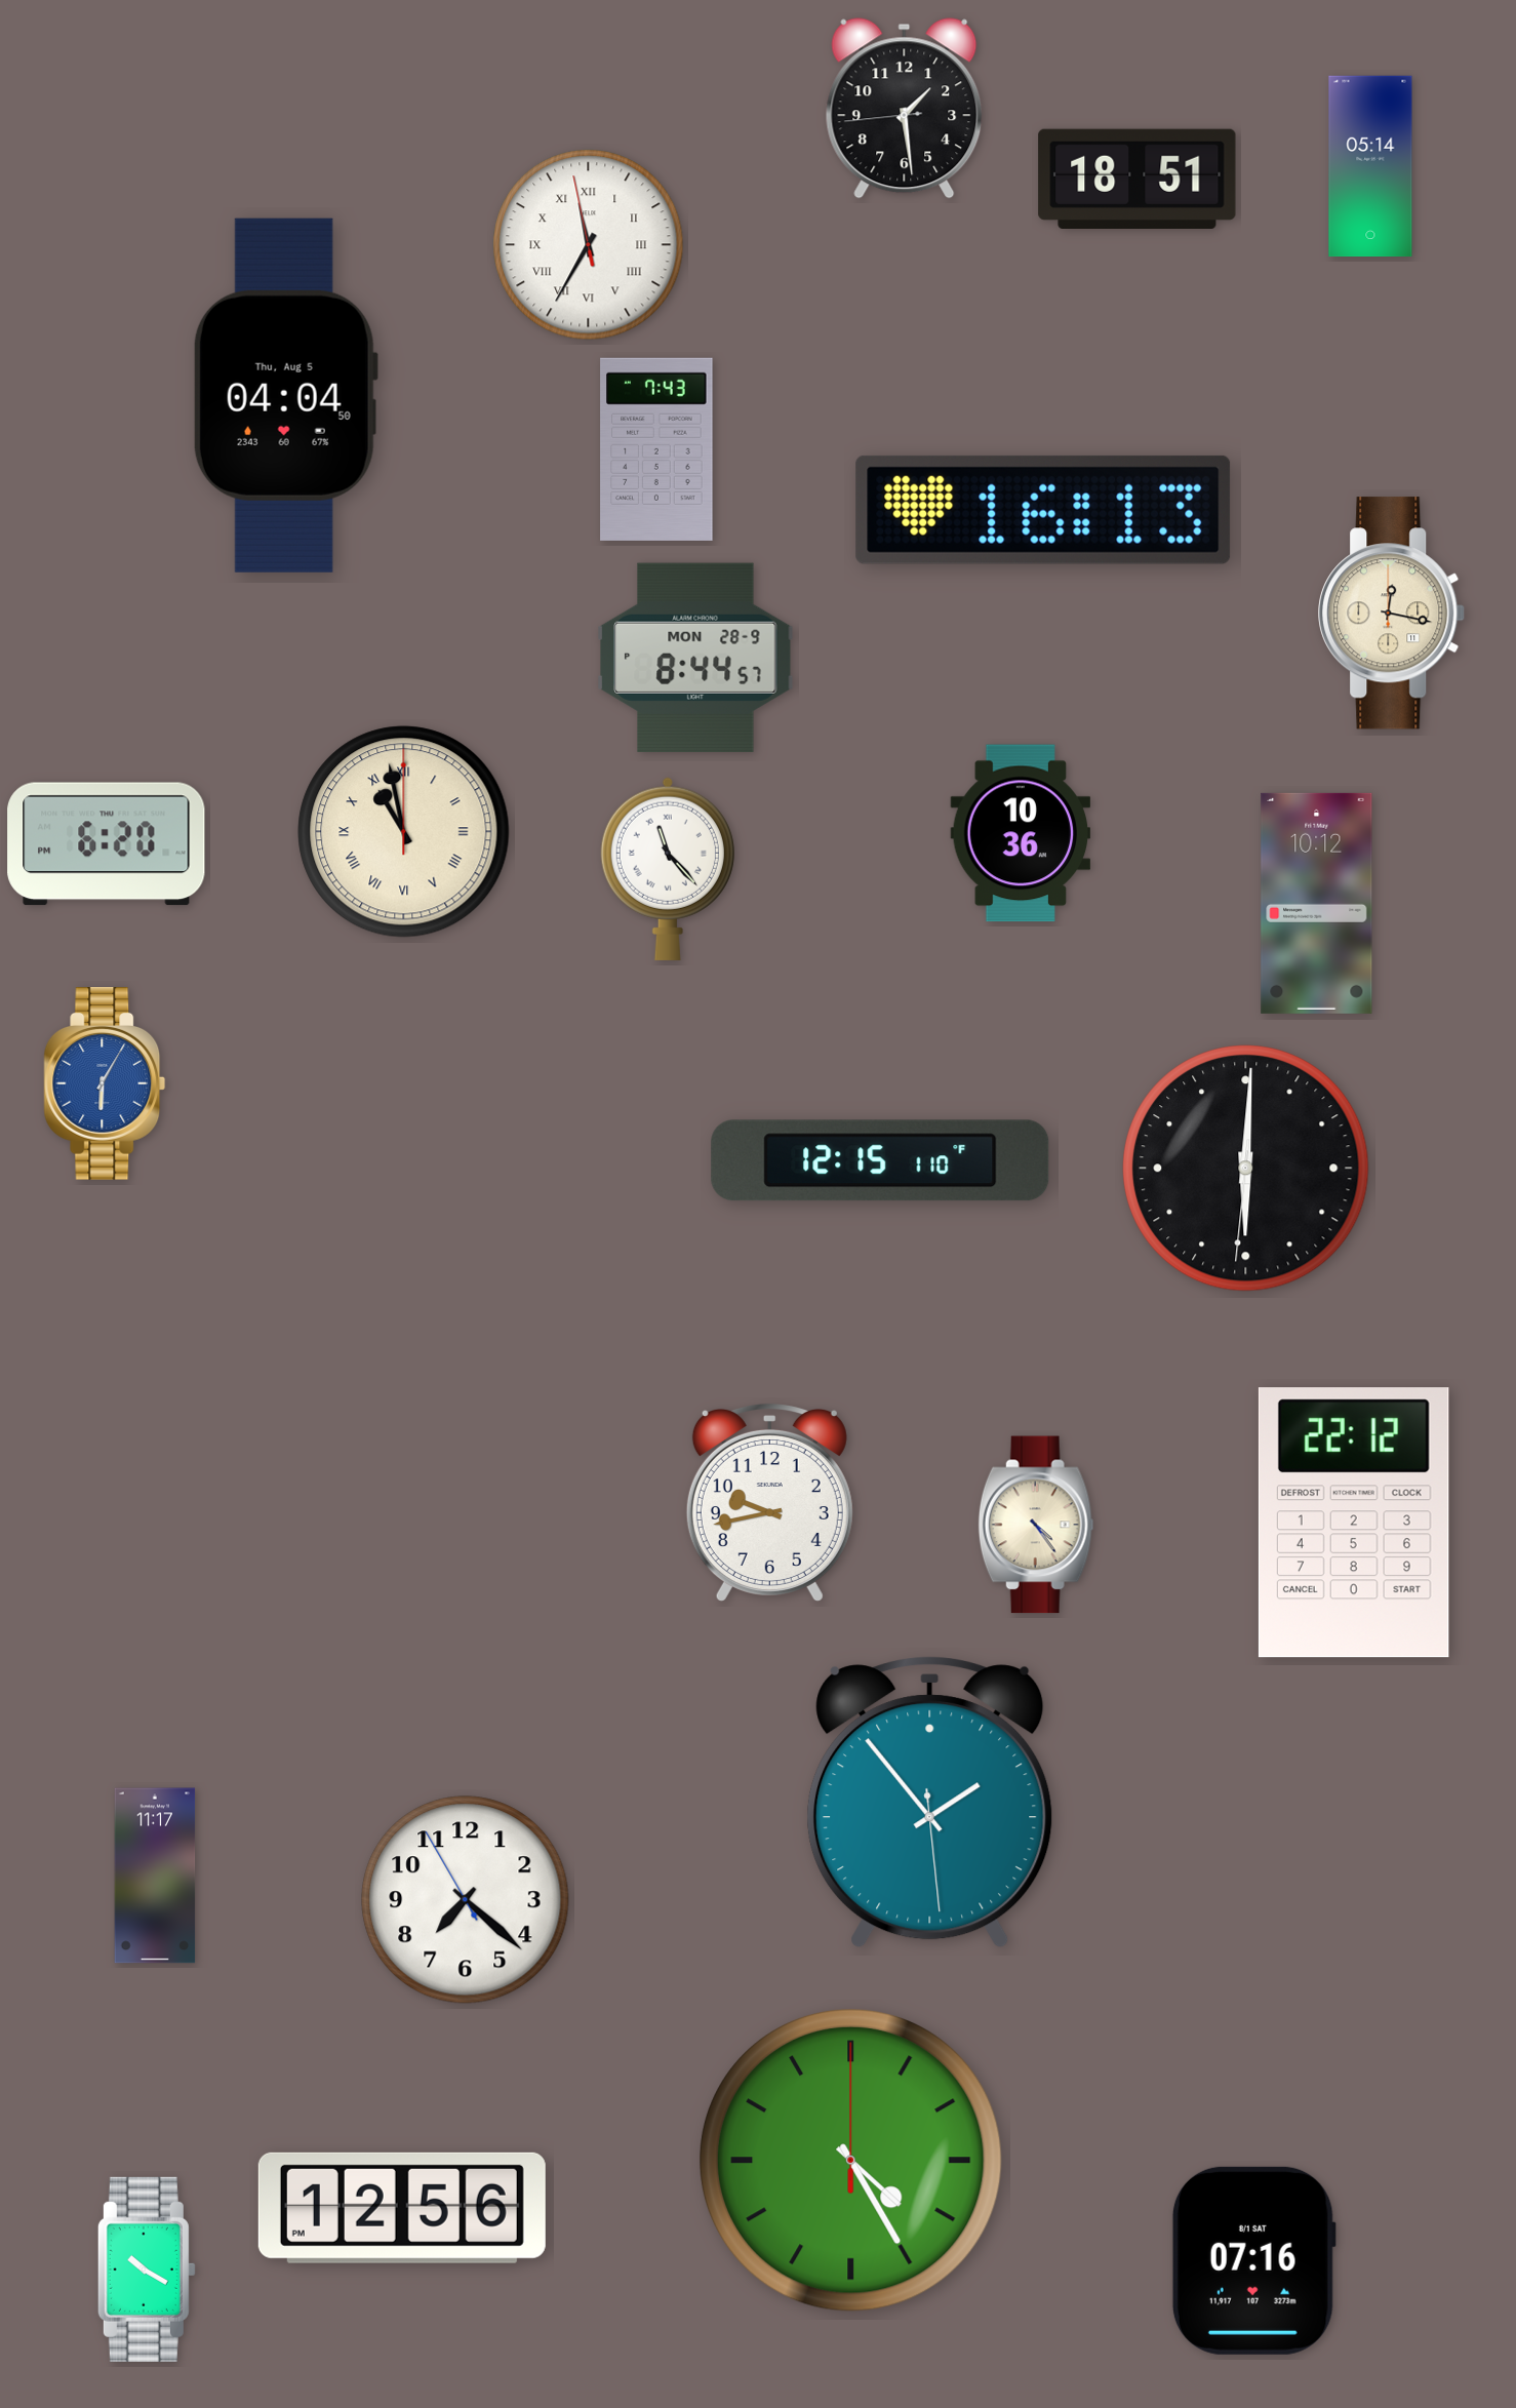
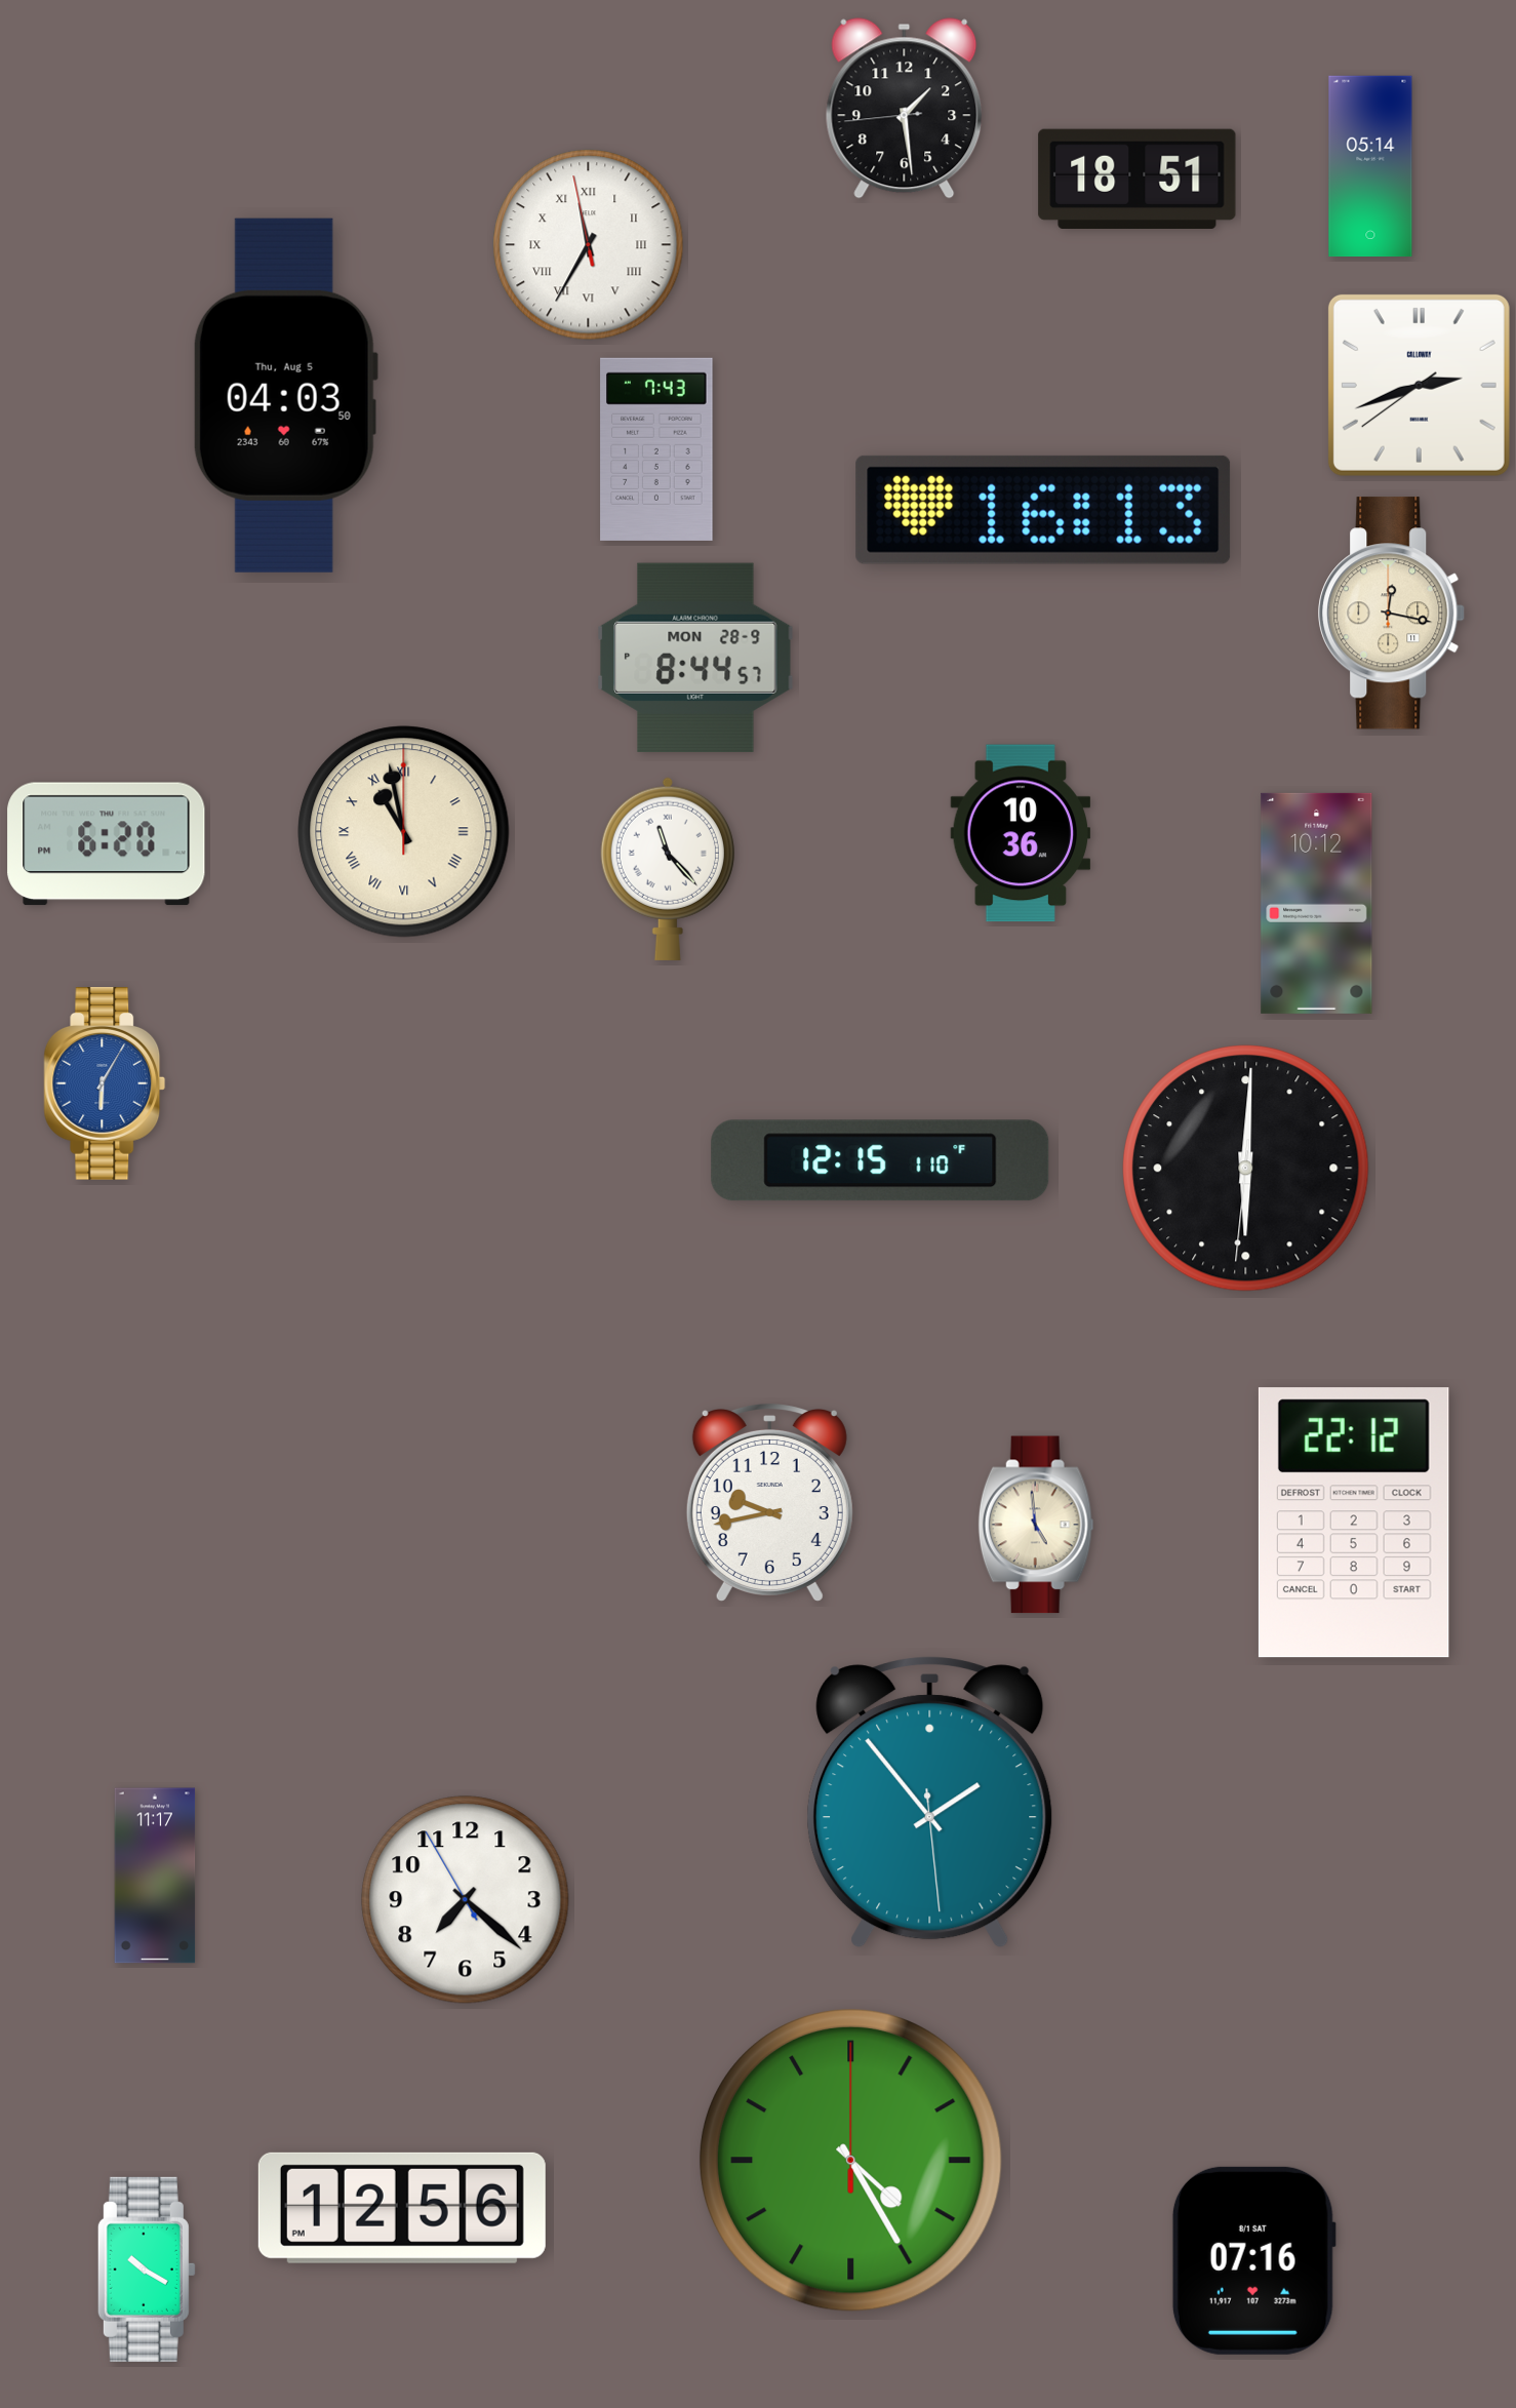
clock at (1419, 385): none -> 2:41
clock at (285, 395): 04:04 -> 04:03
clock at (1036, 1525): 4:24 -> 4:59
